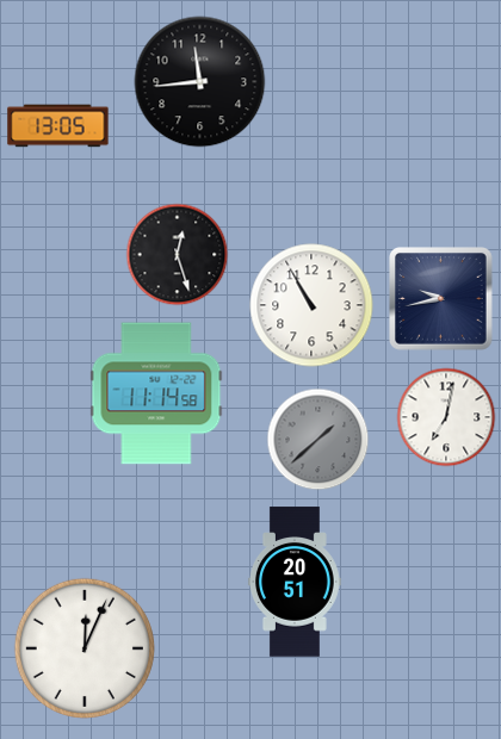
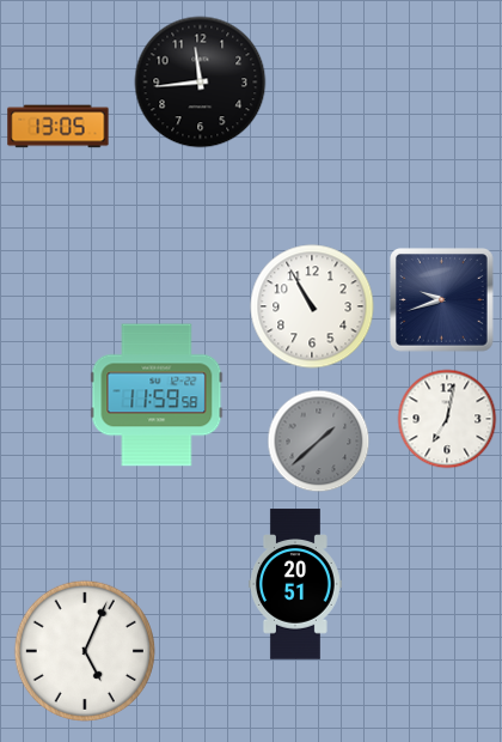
clock at (178, 255): 12:27 -> none
clock at (441, 299): 9:43 -> 9:42
clock at (156, 393): 11:14 -> 11:59
clock at (85, 648): 12:04 -> 5:04
